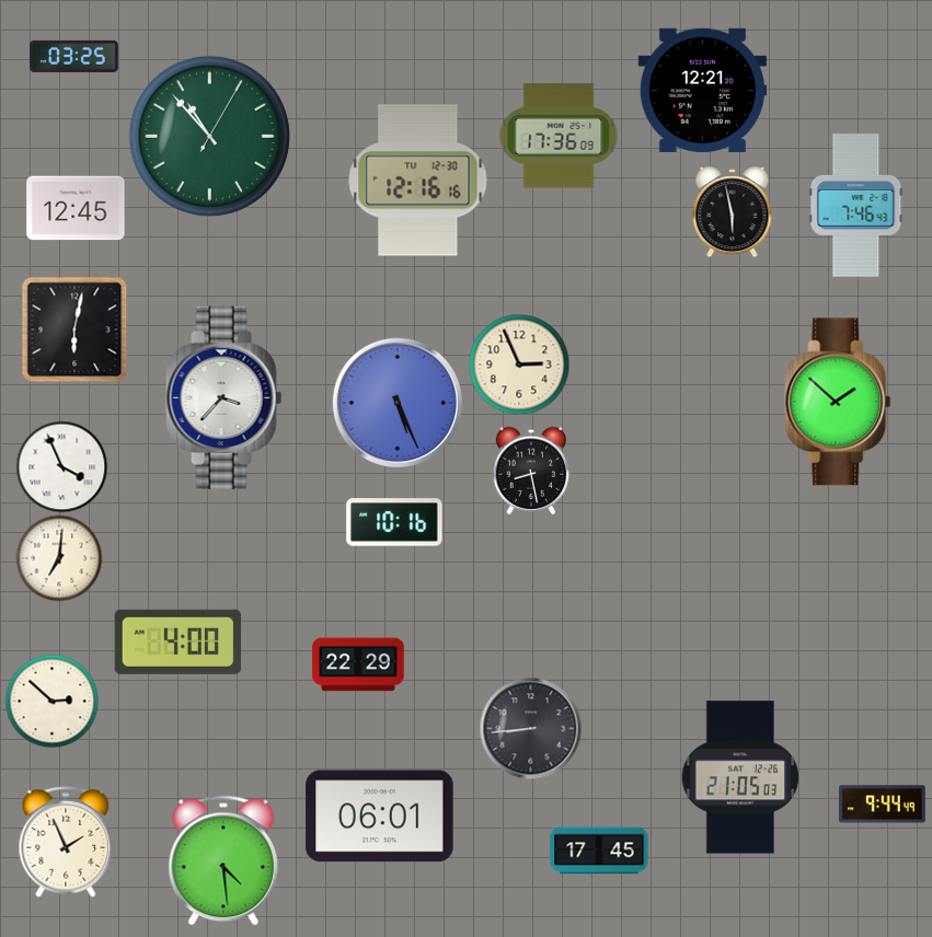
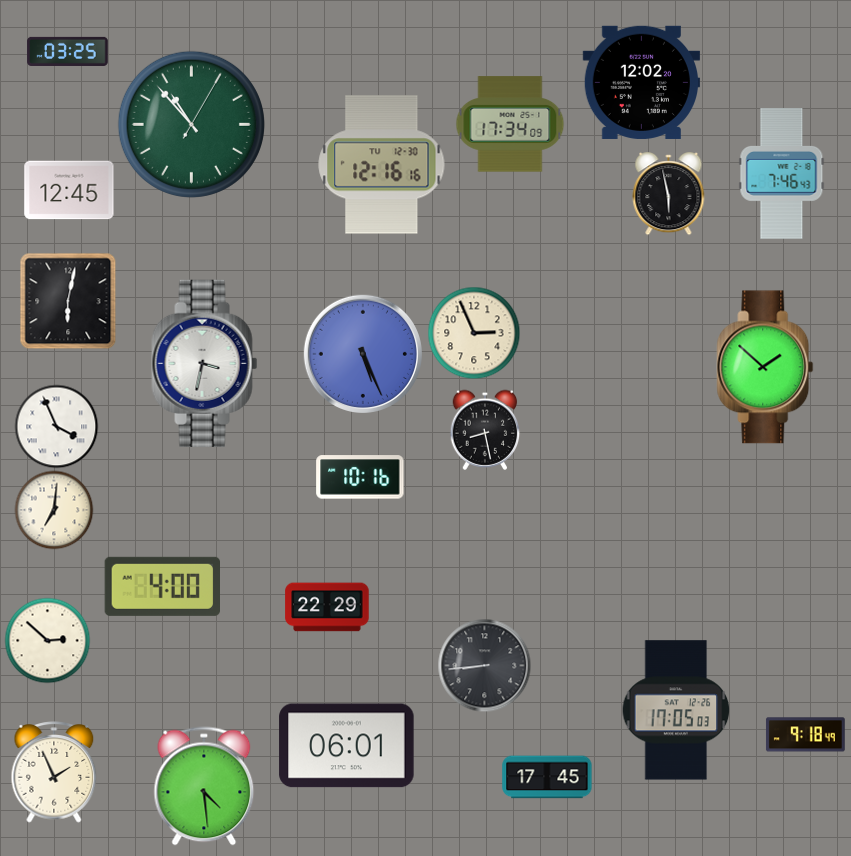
clock at (702, 90): 12:21 -> 12:02
clock at (559, 136): 17:36 -> 17:34
clock at (856, 206) position: (856, 206) -> (782, 174)
clock at (225, 397): 3:37 -> 3:32
clock at (398, 403) position: (398, 403) -> (363, 354)
clock at (740, 777): 21:05 -> 17:05
clock at (882, 805): 9:44 -> 9:18
clock at (66, 842) position: (66, 842) -> (54, 772)
